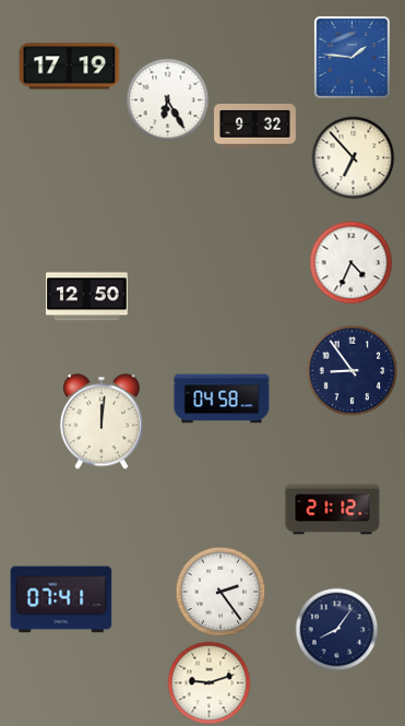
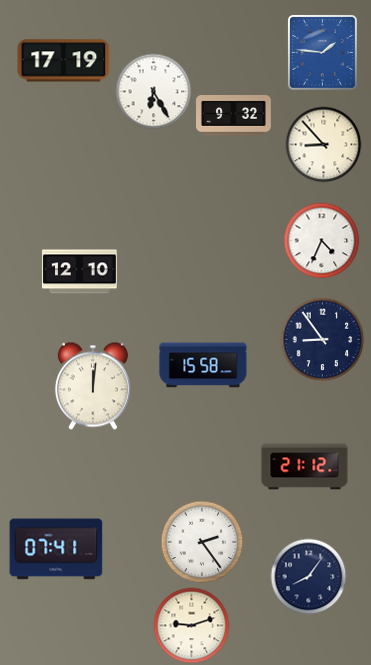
clock at (354, 158): 6:53 -> 8:53
clock at (86, 297): 12:50 -> 12:10
clock at (222, 398): 04:58 -> 15:58
